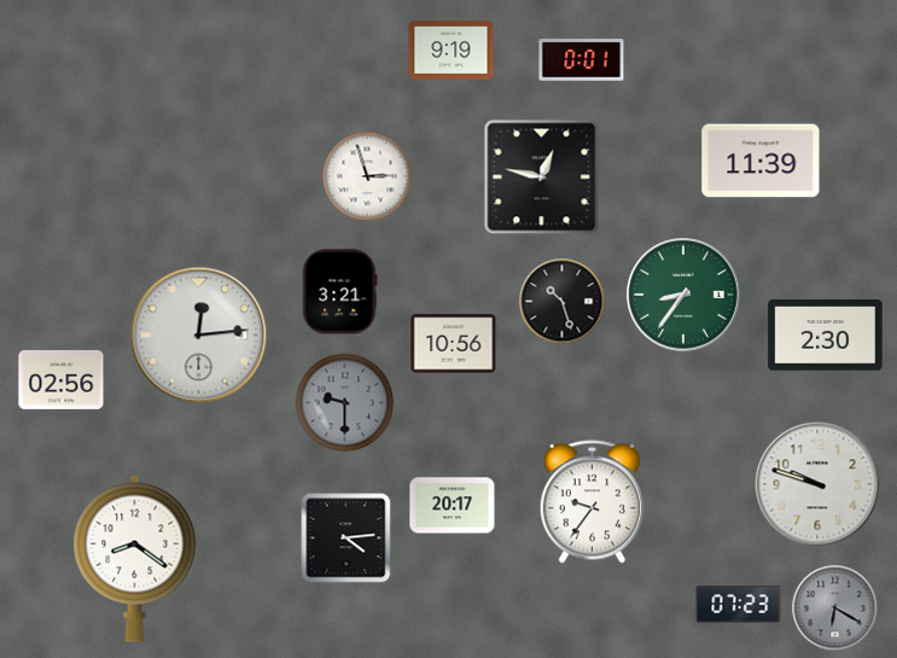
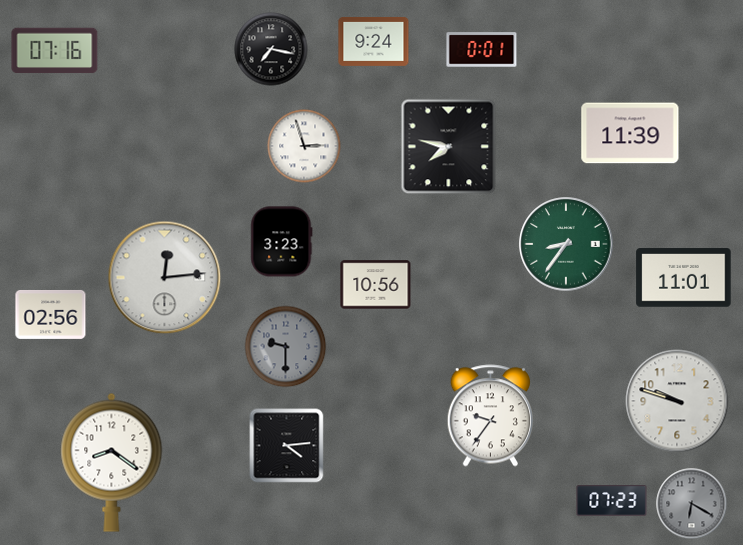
clock at (452, 50): 9:19 -> 9:24
clock at (271, 49): none -> 7:17
clock at (55, 51): none -> 07:16
clock at (542, 177): 12:47 -> 7:47
clock at (340, 292): 3:21 -> 3:23
clock at (563, 302): 10:27 -> none
clock at (826, 336): 2:30 -> 11:01
clock at (345, 403) position: (345, 403) -> (286, 347)
clock at (453, 506): 20:17 -> none
